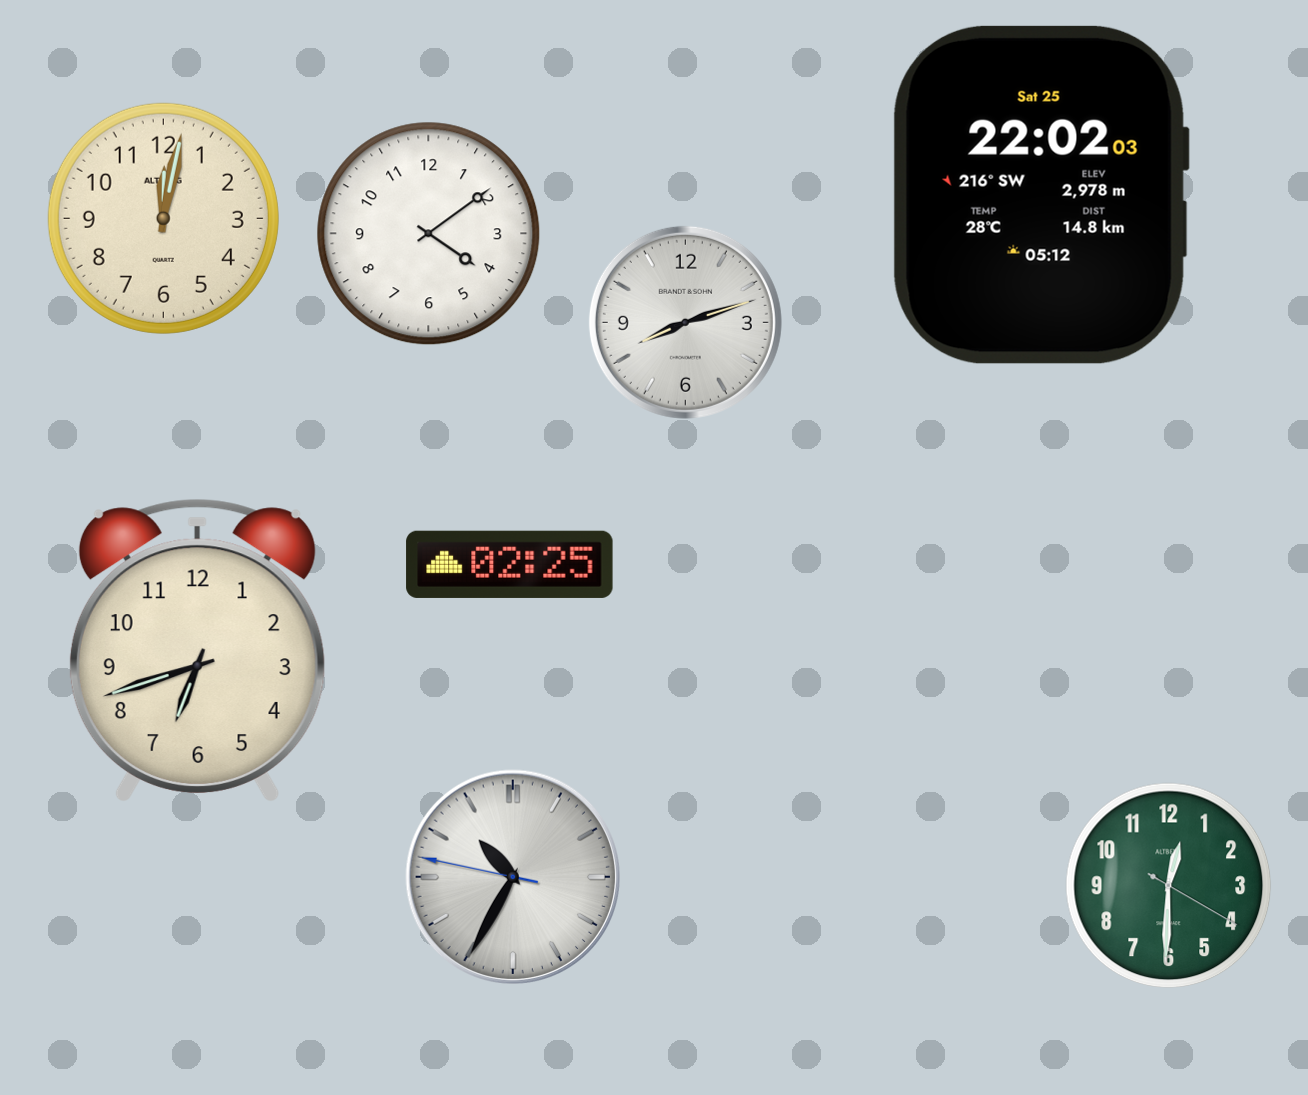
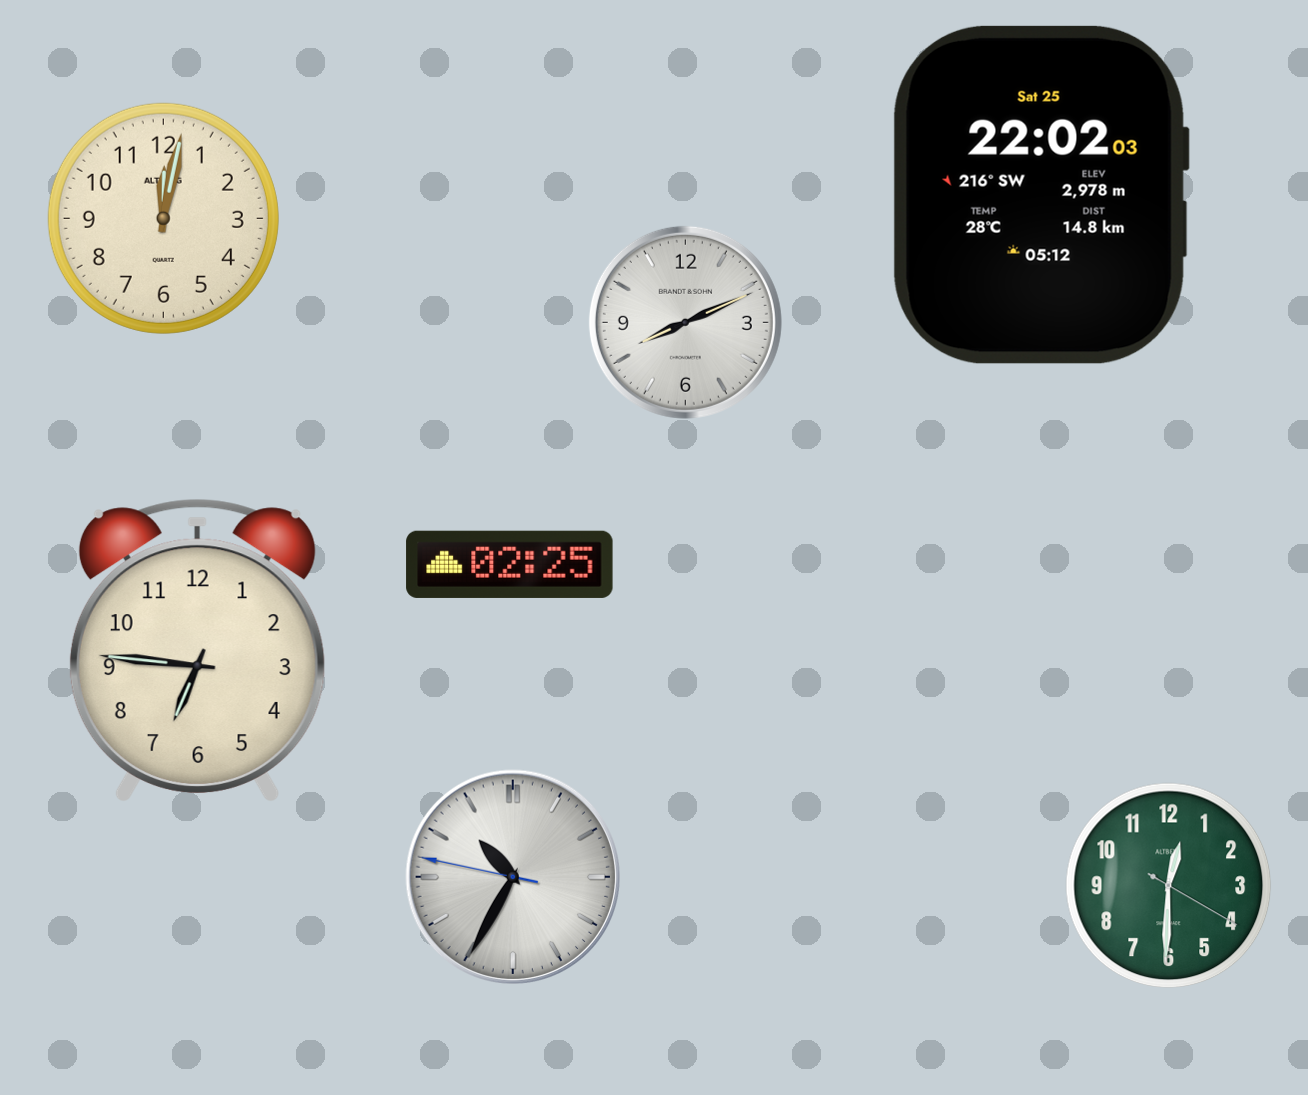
clock at (429, 234): 4:09 -> none
clock at (685, 322): 8:12 -> 8:11
clock at (197, 650): 6:42 -> 6:46
